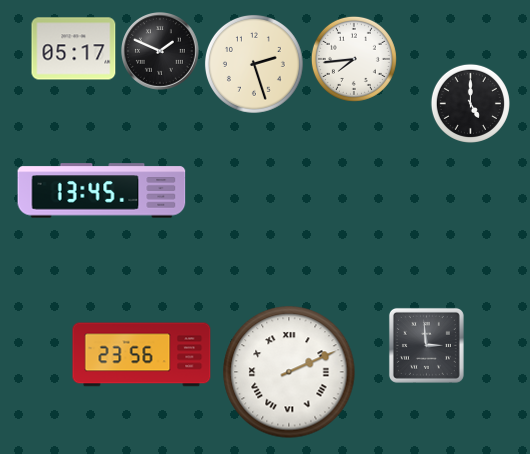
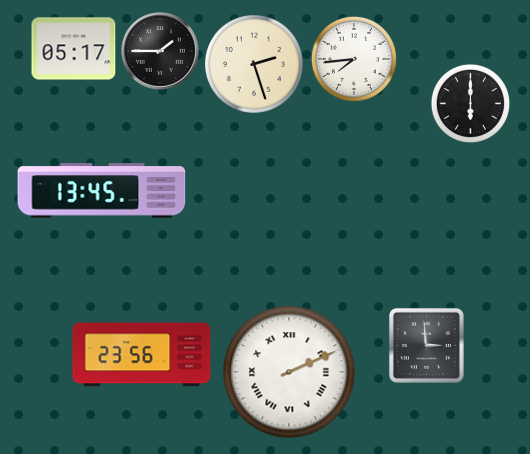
clock at (161, 52): 1:49 -> 1:45
clock at (470, 103): 5:00 -> 6:00
